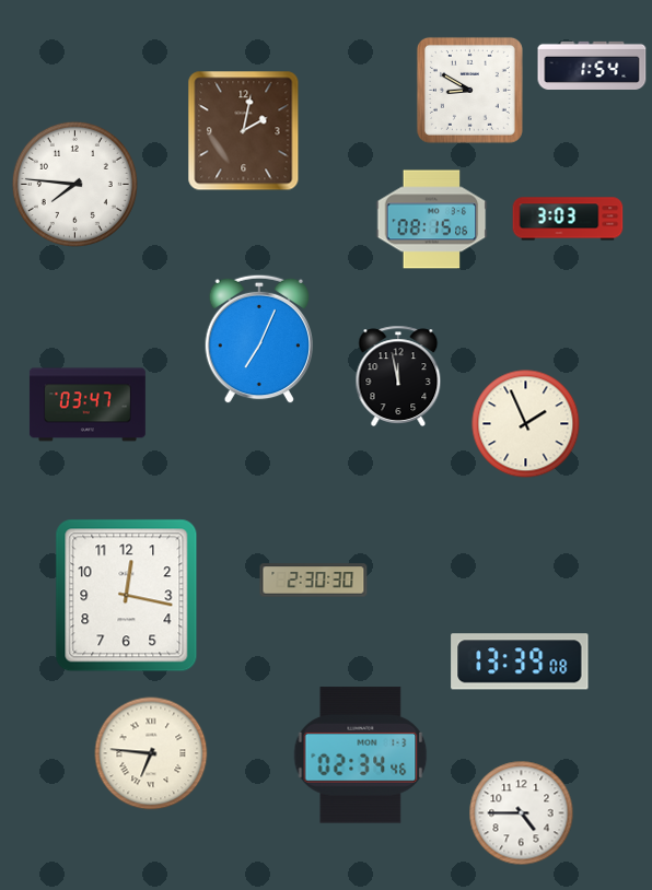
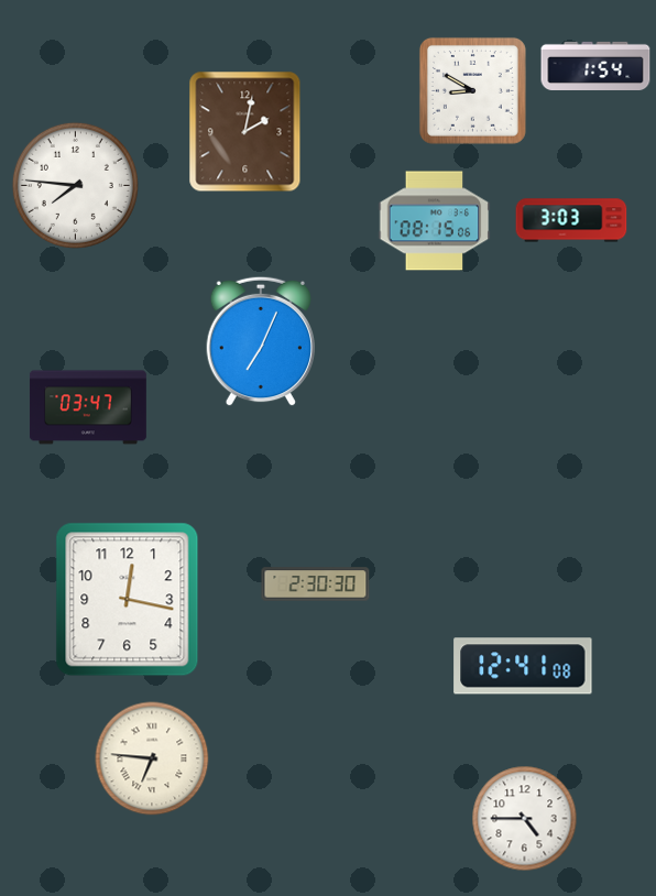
clock at (398, 375): 11:58 -> none
clock at (526, 424): 1:56 -> none
clock at (520, 661): 13:39 -> 12:41
clock at (361, 756): 02:34 -> none
